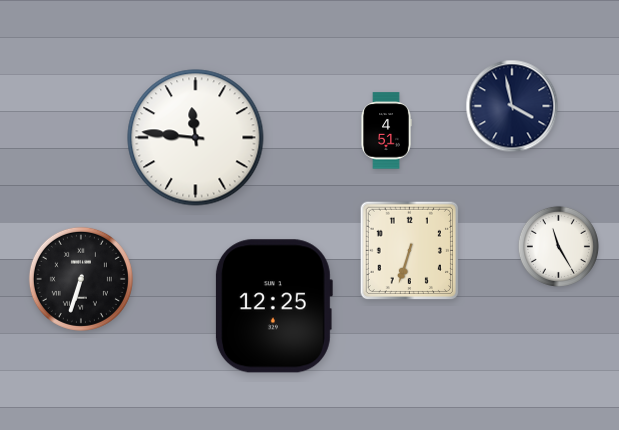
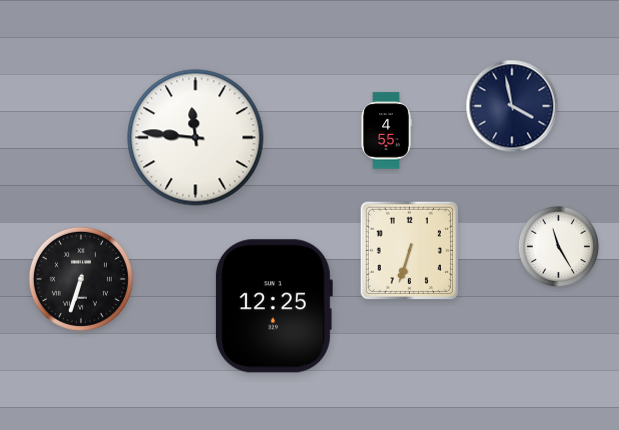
clock at (386, 131): 4:51 -> 4:55
